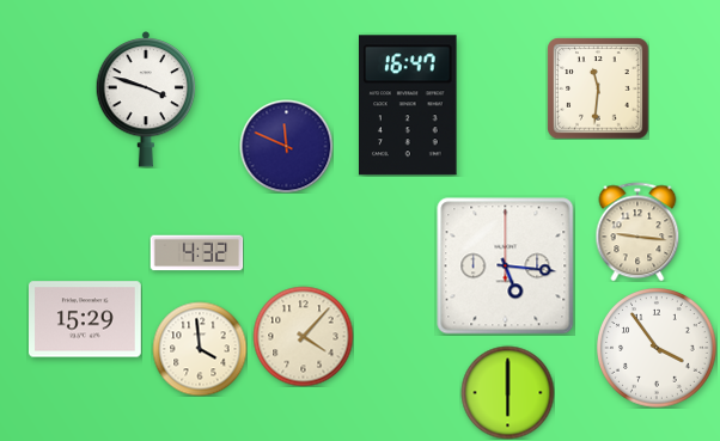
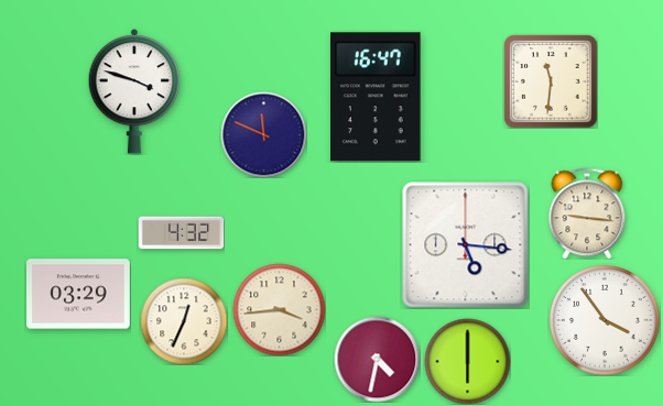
clock at (86, 319): 15:29 -> 03:29
clock at (303, 336): 4:07 -> 3:44
clock at (200, 349): 3:59 -> 12:34
clock at (377, 359): none -> 4:32
